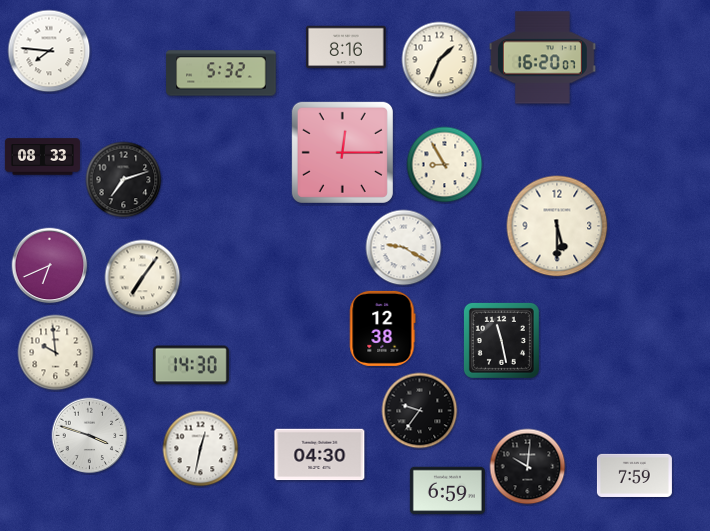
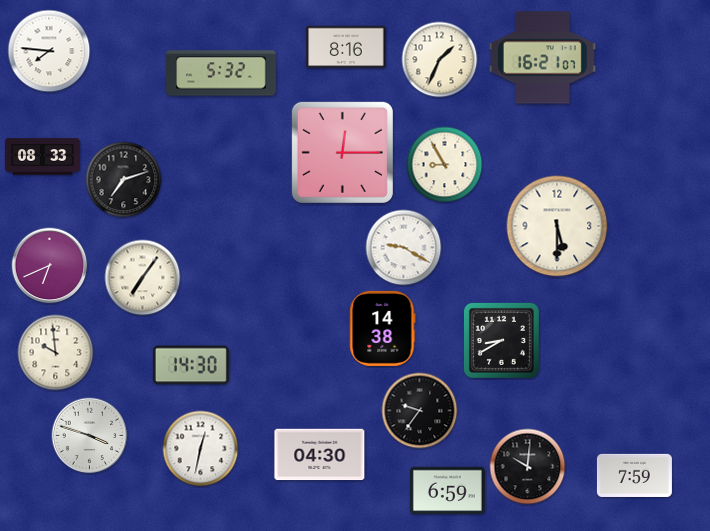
clock at (542, 58): 16:20 -> 16:21
clock at (383, 328): 12:38 -> 14:38
clock at (501, 340): 11:28 -> 8:40
